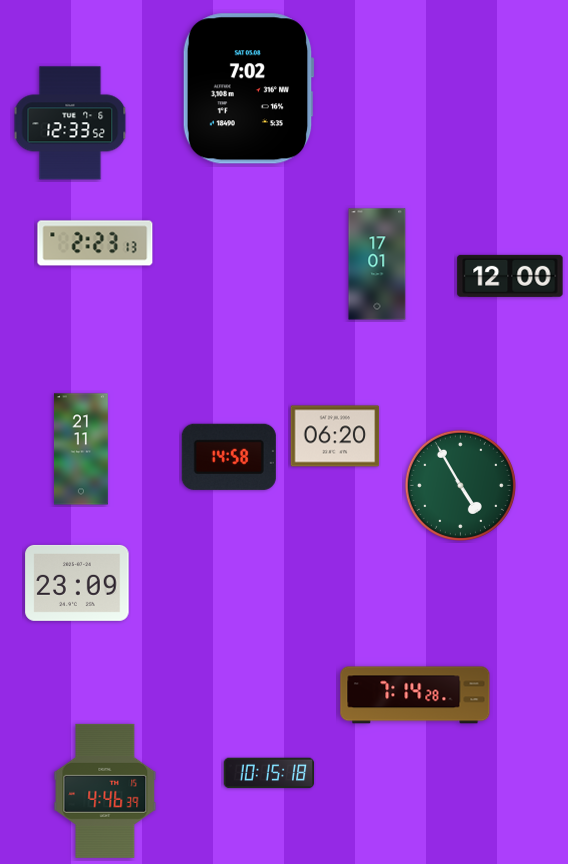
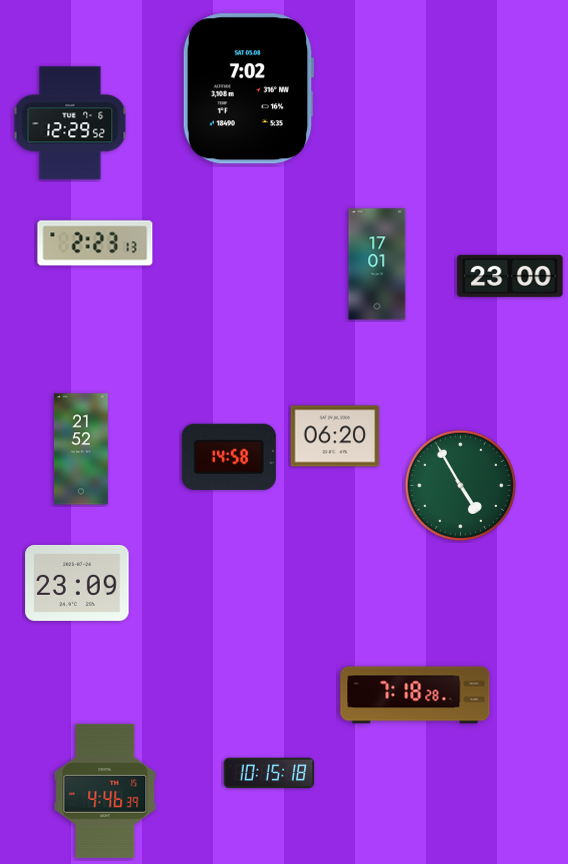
clock at (70, 123): 12:33 -> 12:29
clock at (510, 276): 12:00 -> 23:00
clock at (81, 449): 21:11 -> 21:52
clock at (415, 695): 7:14 -> 7:18
